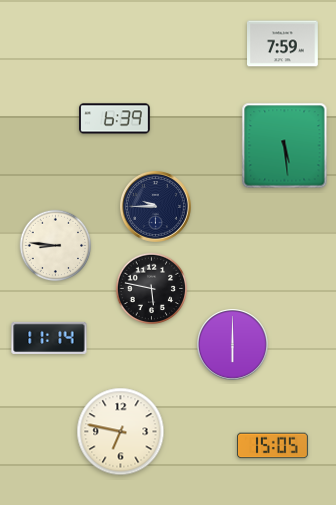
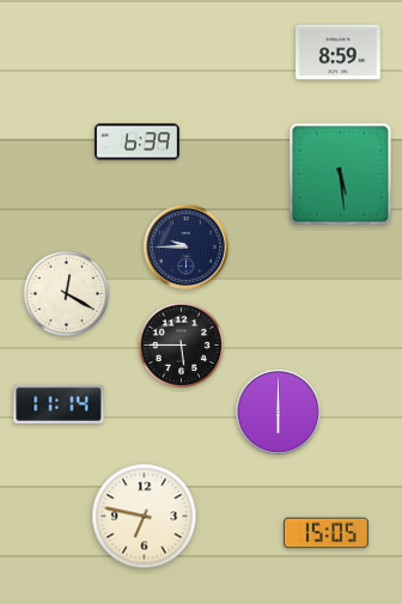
clock at (283, 44): 7:59 -> 8:59
clock at (56, 246): 8:46 -> 12:20
clock at (152, 289): 5:47 -> 5:45
